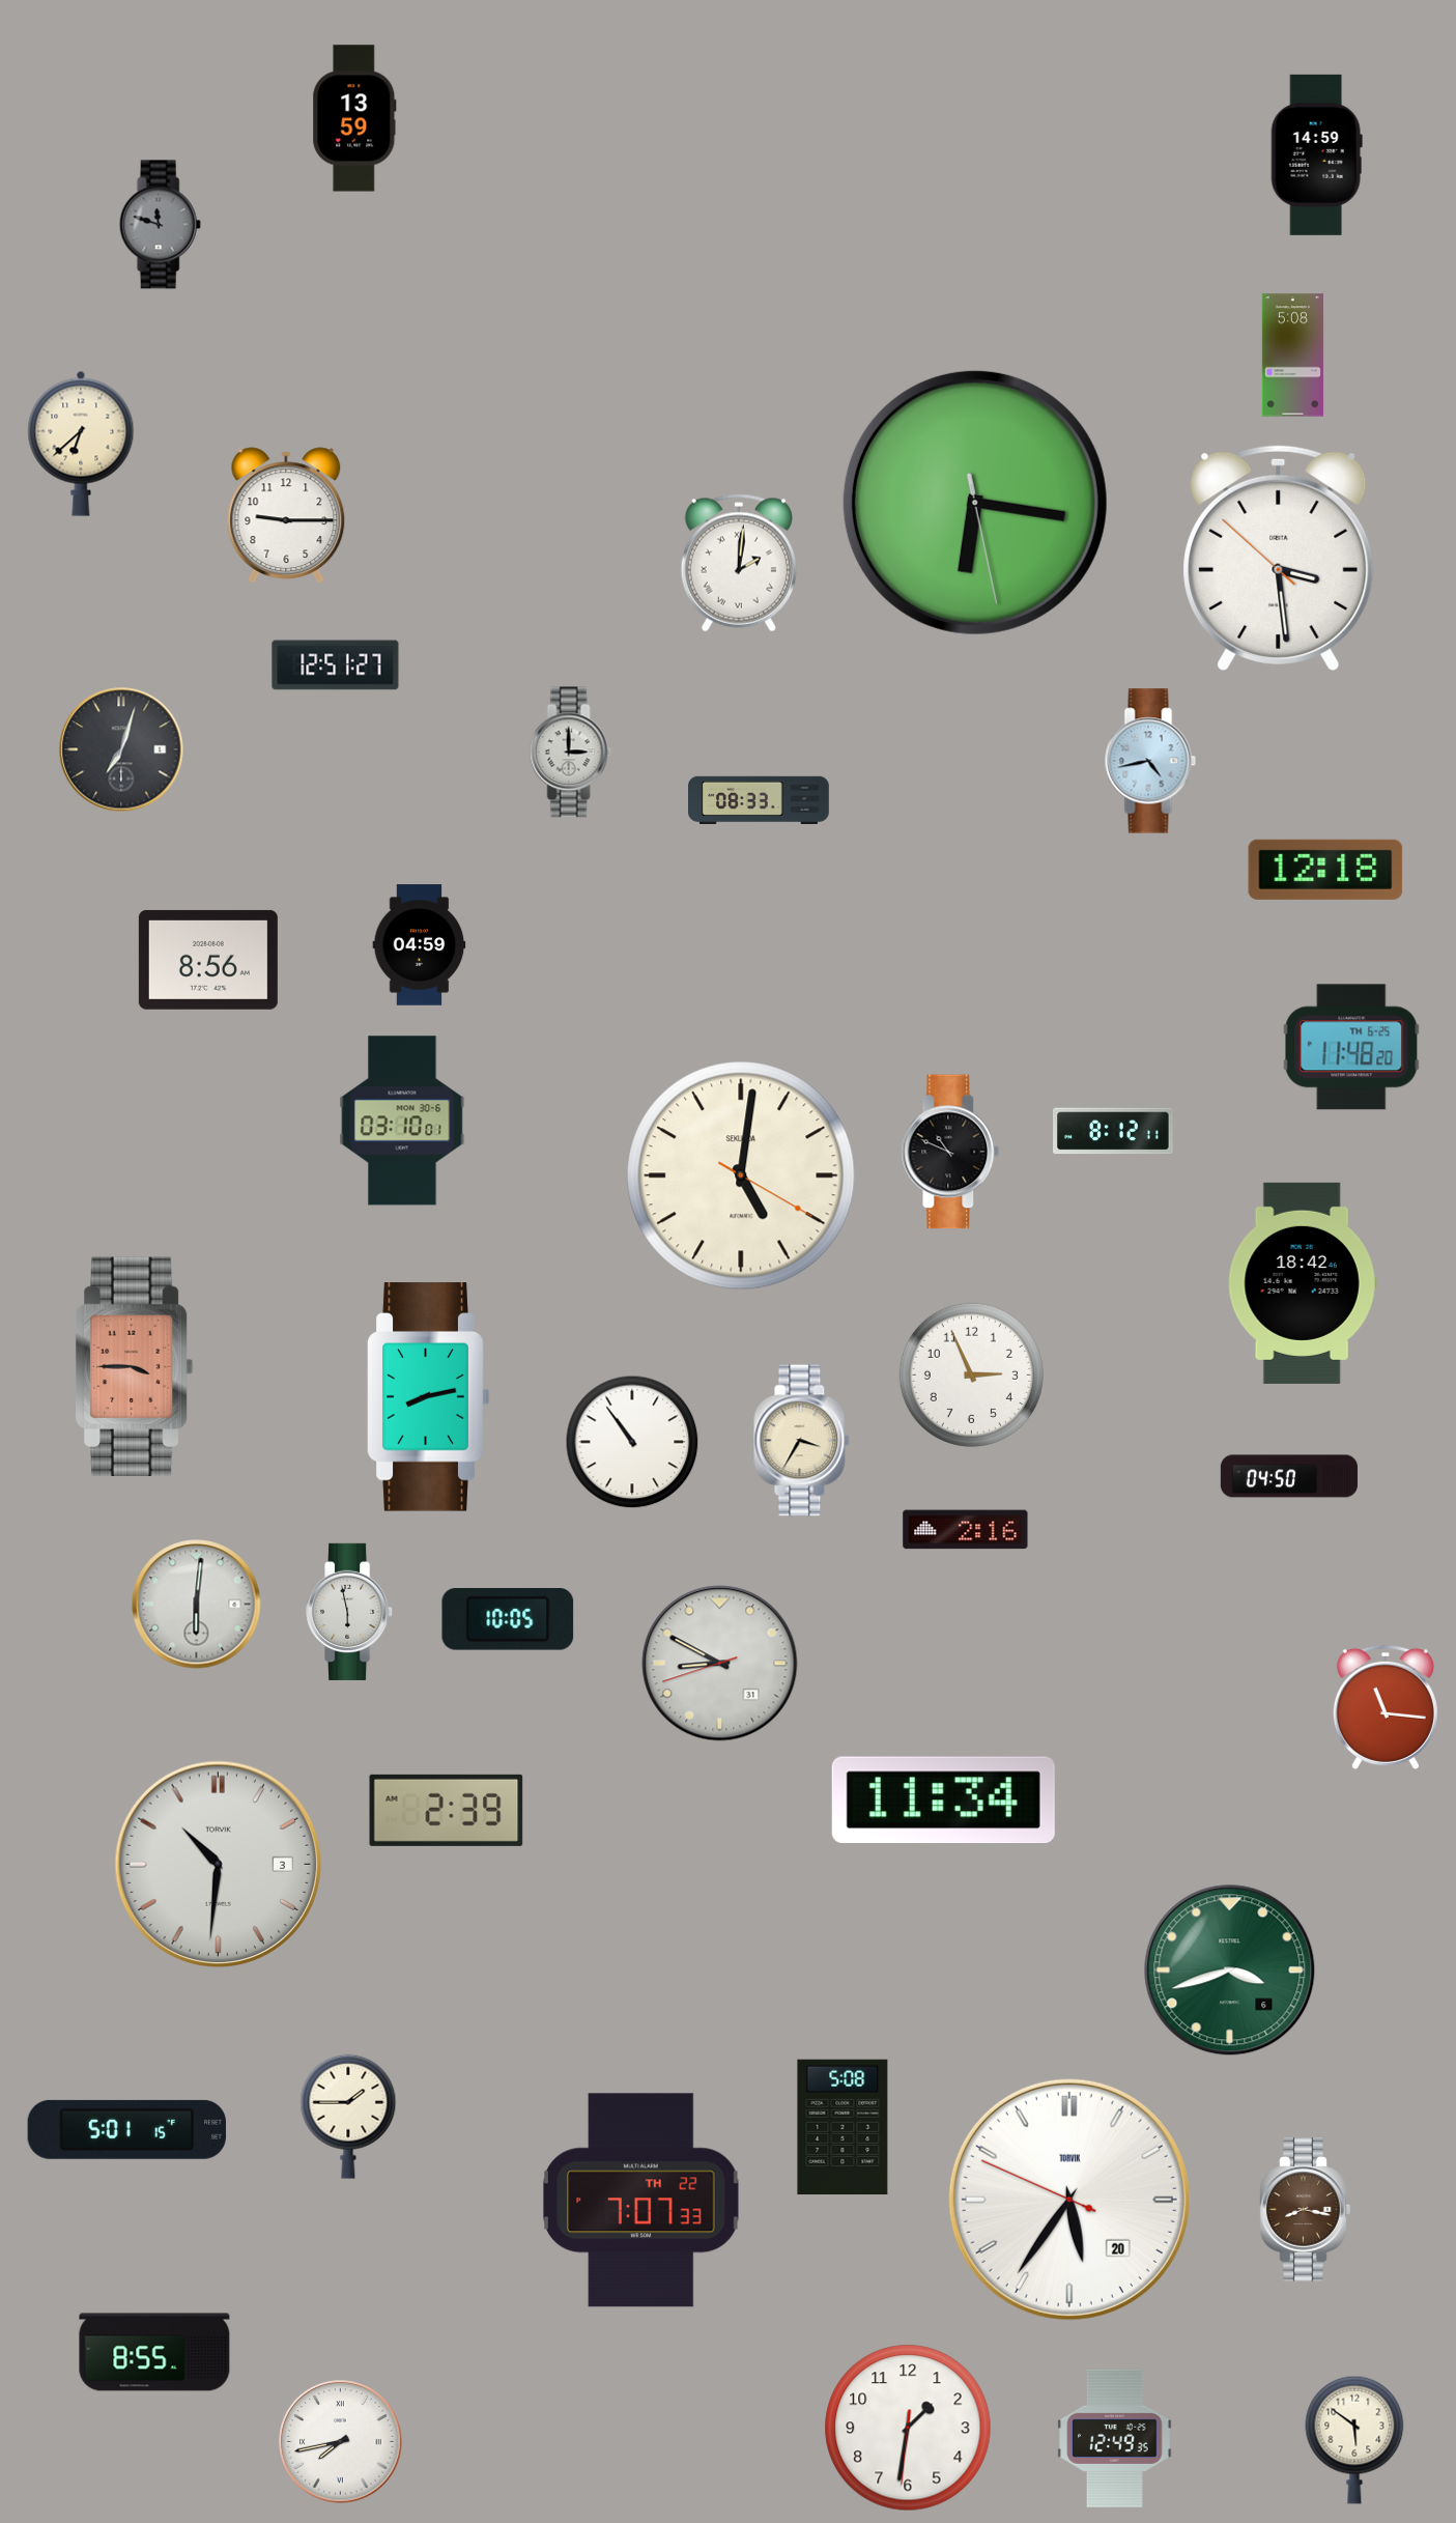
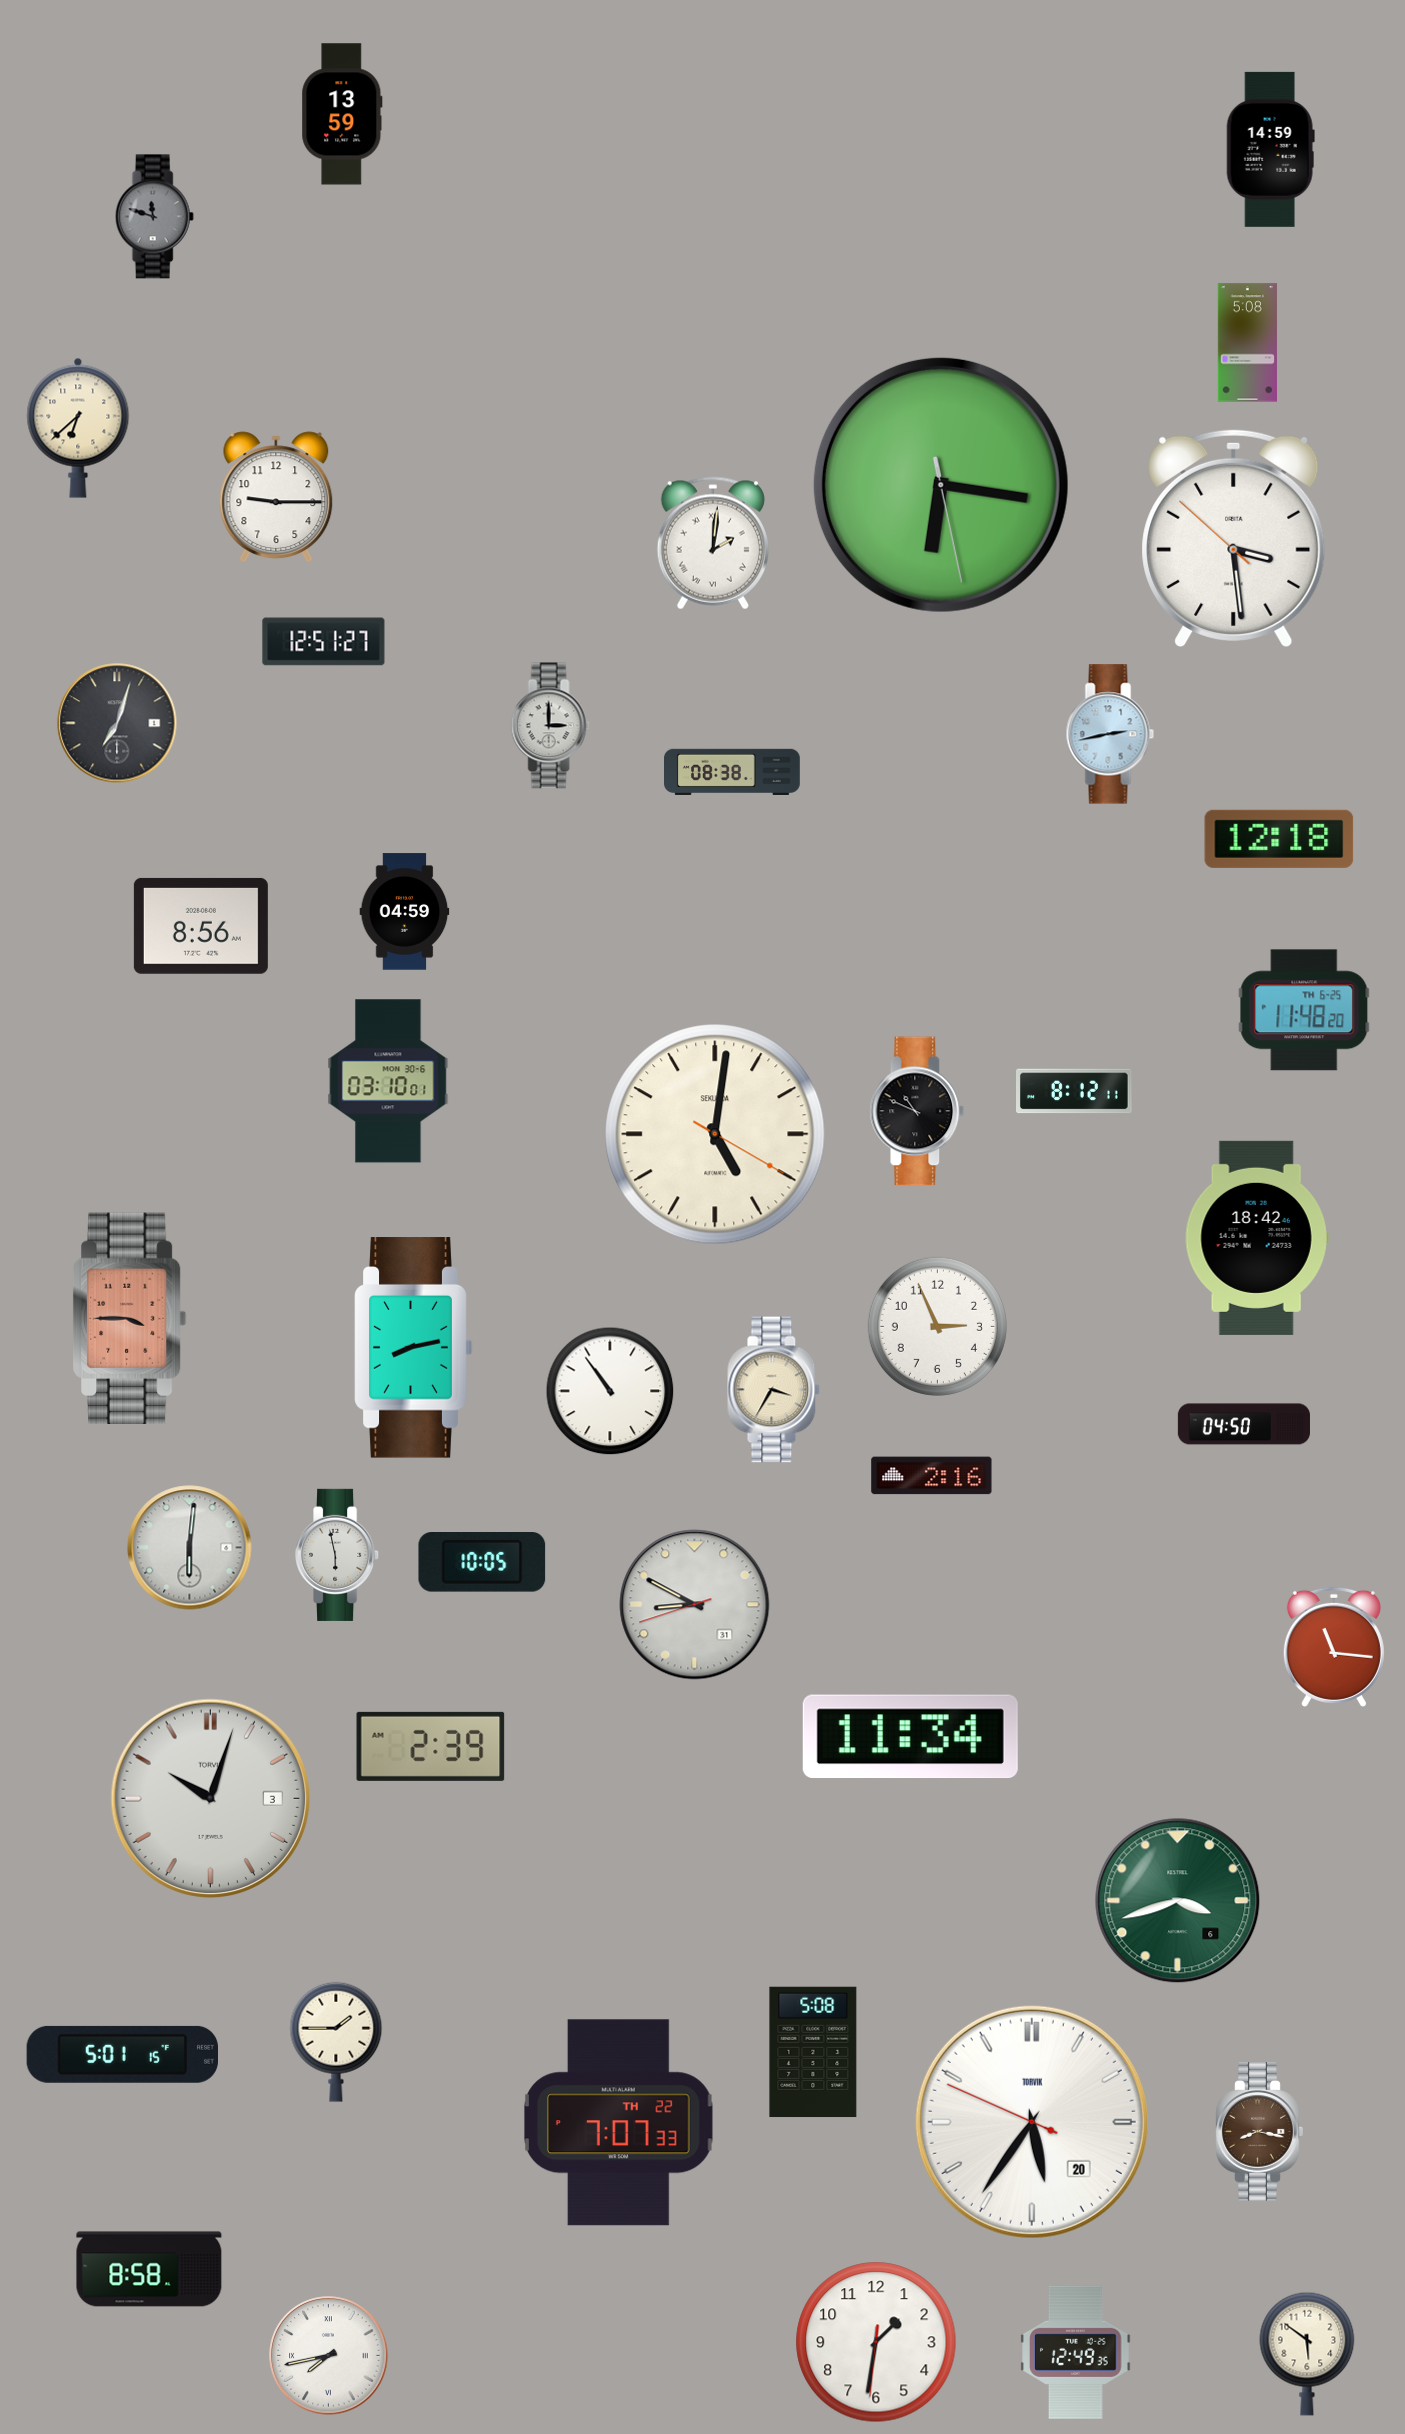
clock at (1150, 761): 4:43 -> 2:43
clock at (760, 800): 08:33 -> 08:38
clock at (508, 1620) position: (508, 1620) -> (482, 1563)
clock at (1386, 1707) position: (1386, 1707) -> (1334, 1647)
clock at (219, 1865): 10:31 -> 10:03
clock at (1230, 1971) position: (1230, 1971) -> (1178, 1901)
clock at (154, 2352): 8:55 -> 8:58
